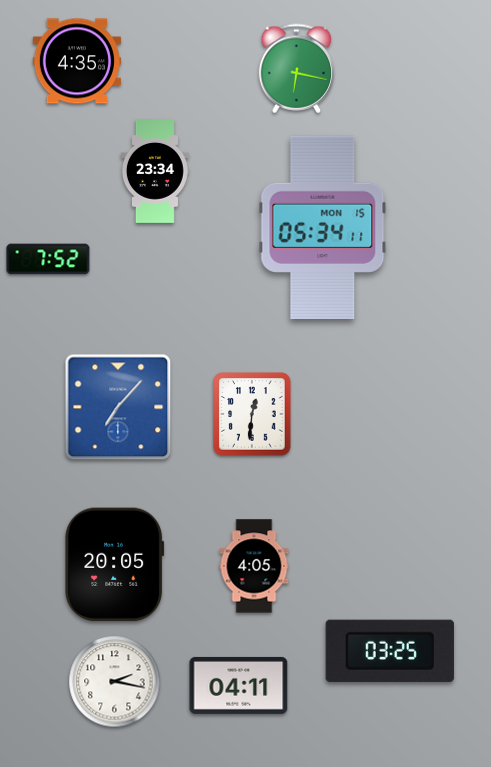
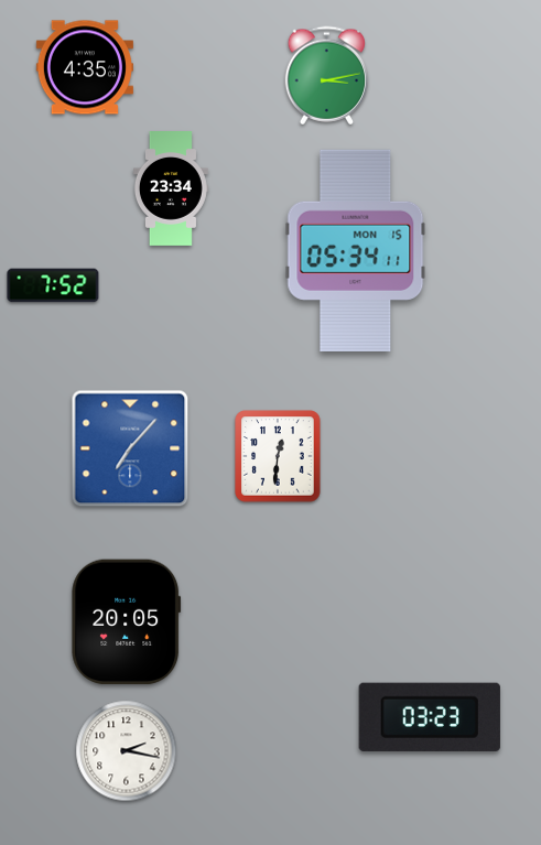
clock at (296, 69): 6:17 -> 3:13
clock at (254, 566): 4:05 -> none
clock at (390, 651): 03:25 -> 03:23
clock at (239, 685): 04:11 -> none
